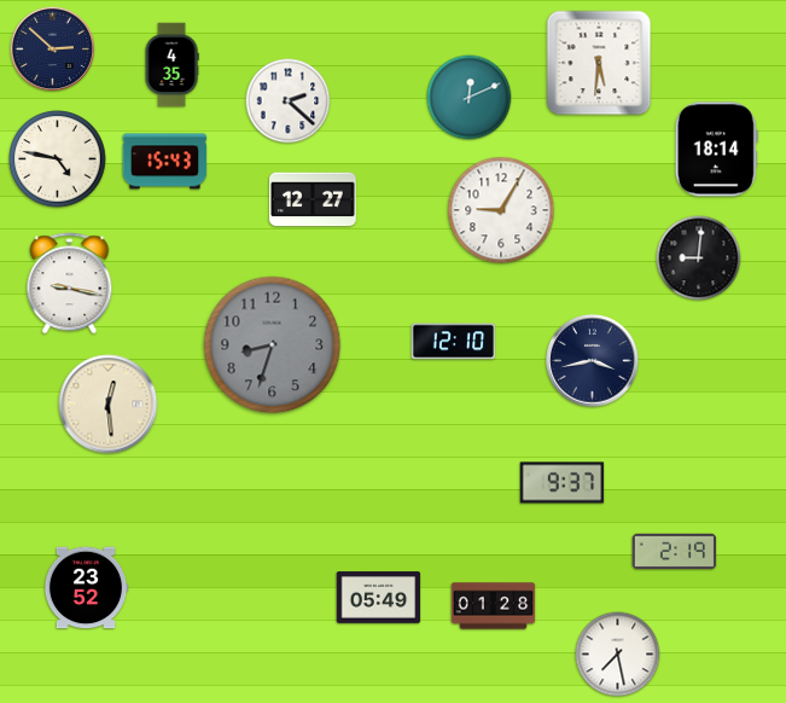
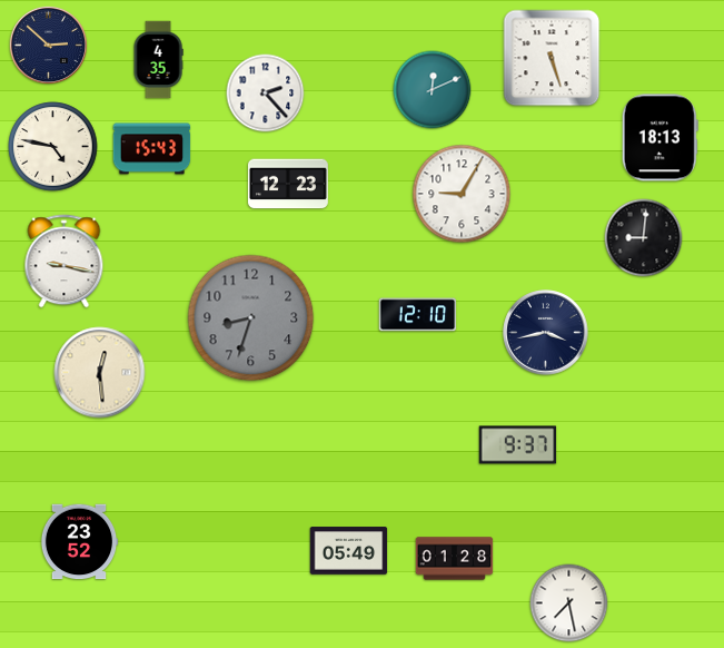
clock at (599, 63): 5:31 -> 5:27
clock at (289, 101): 2:22 -> 2:23
clock at (716, 150): 18:14 -> 18:13
clock at (313, 199): 12:27 -> 12:23
clock at (675, 552): 2:19 -> none
